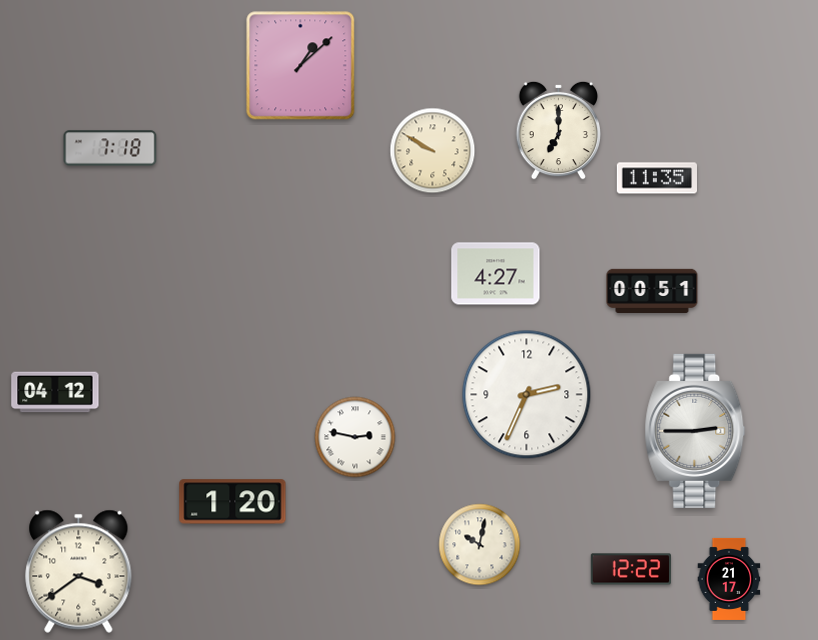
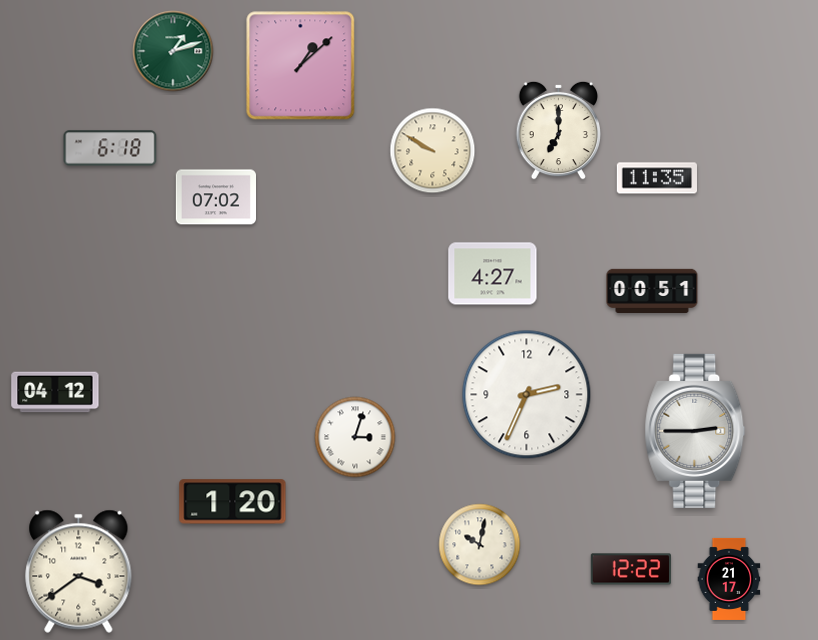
clock at (173, 51): none -> 1:12
clock at (110, 148): 7:18 -> 6:18
clock at (215, 197): none -> 07:02
clock at (496, 274) position: (496, 274) -> (493, 274)
clock at (355, 437): 2:47 -> 3:03
